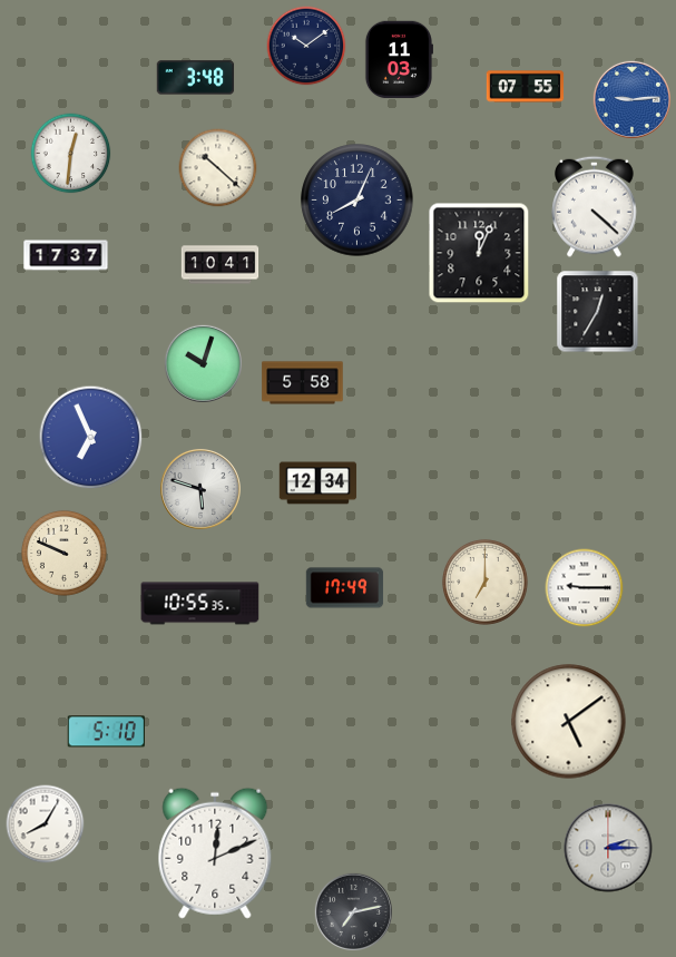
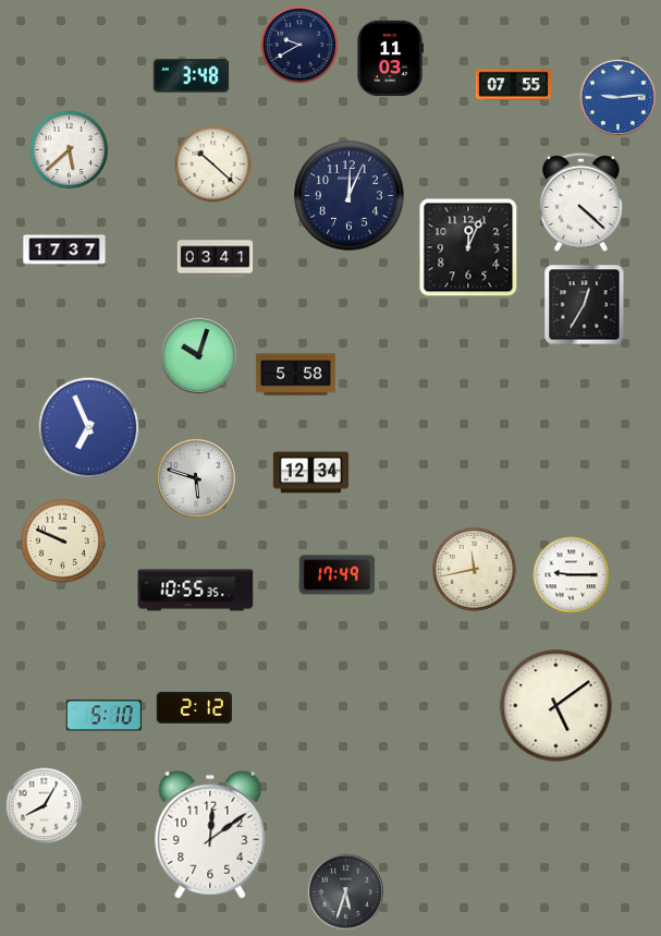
clock at (306, 46): 10:09 -> 9:40
clock at (71, 154): 12:31 -> 5:38
clock at (357, 201): 8:04 -> 12:04
clock at (221, 265): 10:41 -> 03:41
clock at (484, 582): 7:00 -> 11:43
clock at (194, 707): none -> 2:12
clock at (608, 848): 2:15 -> none
clock at (215, 853): 12:11 -> 12:09
clock at (353, 911): 7:13 -> 5:33
